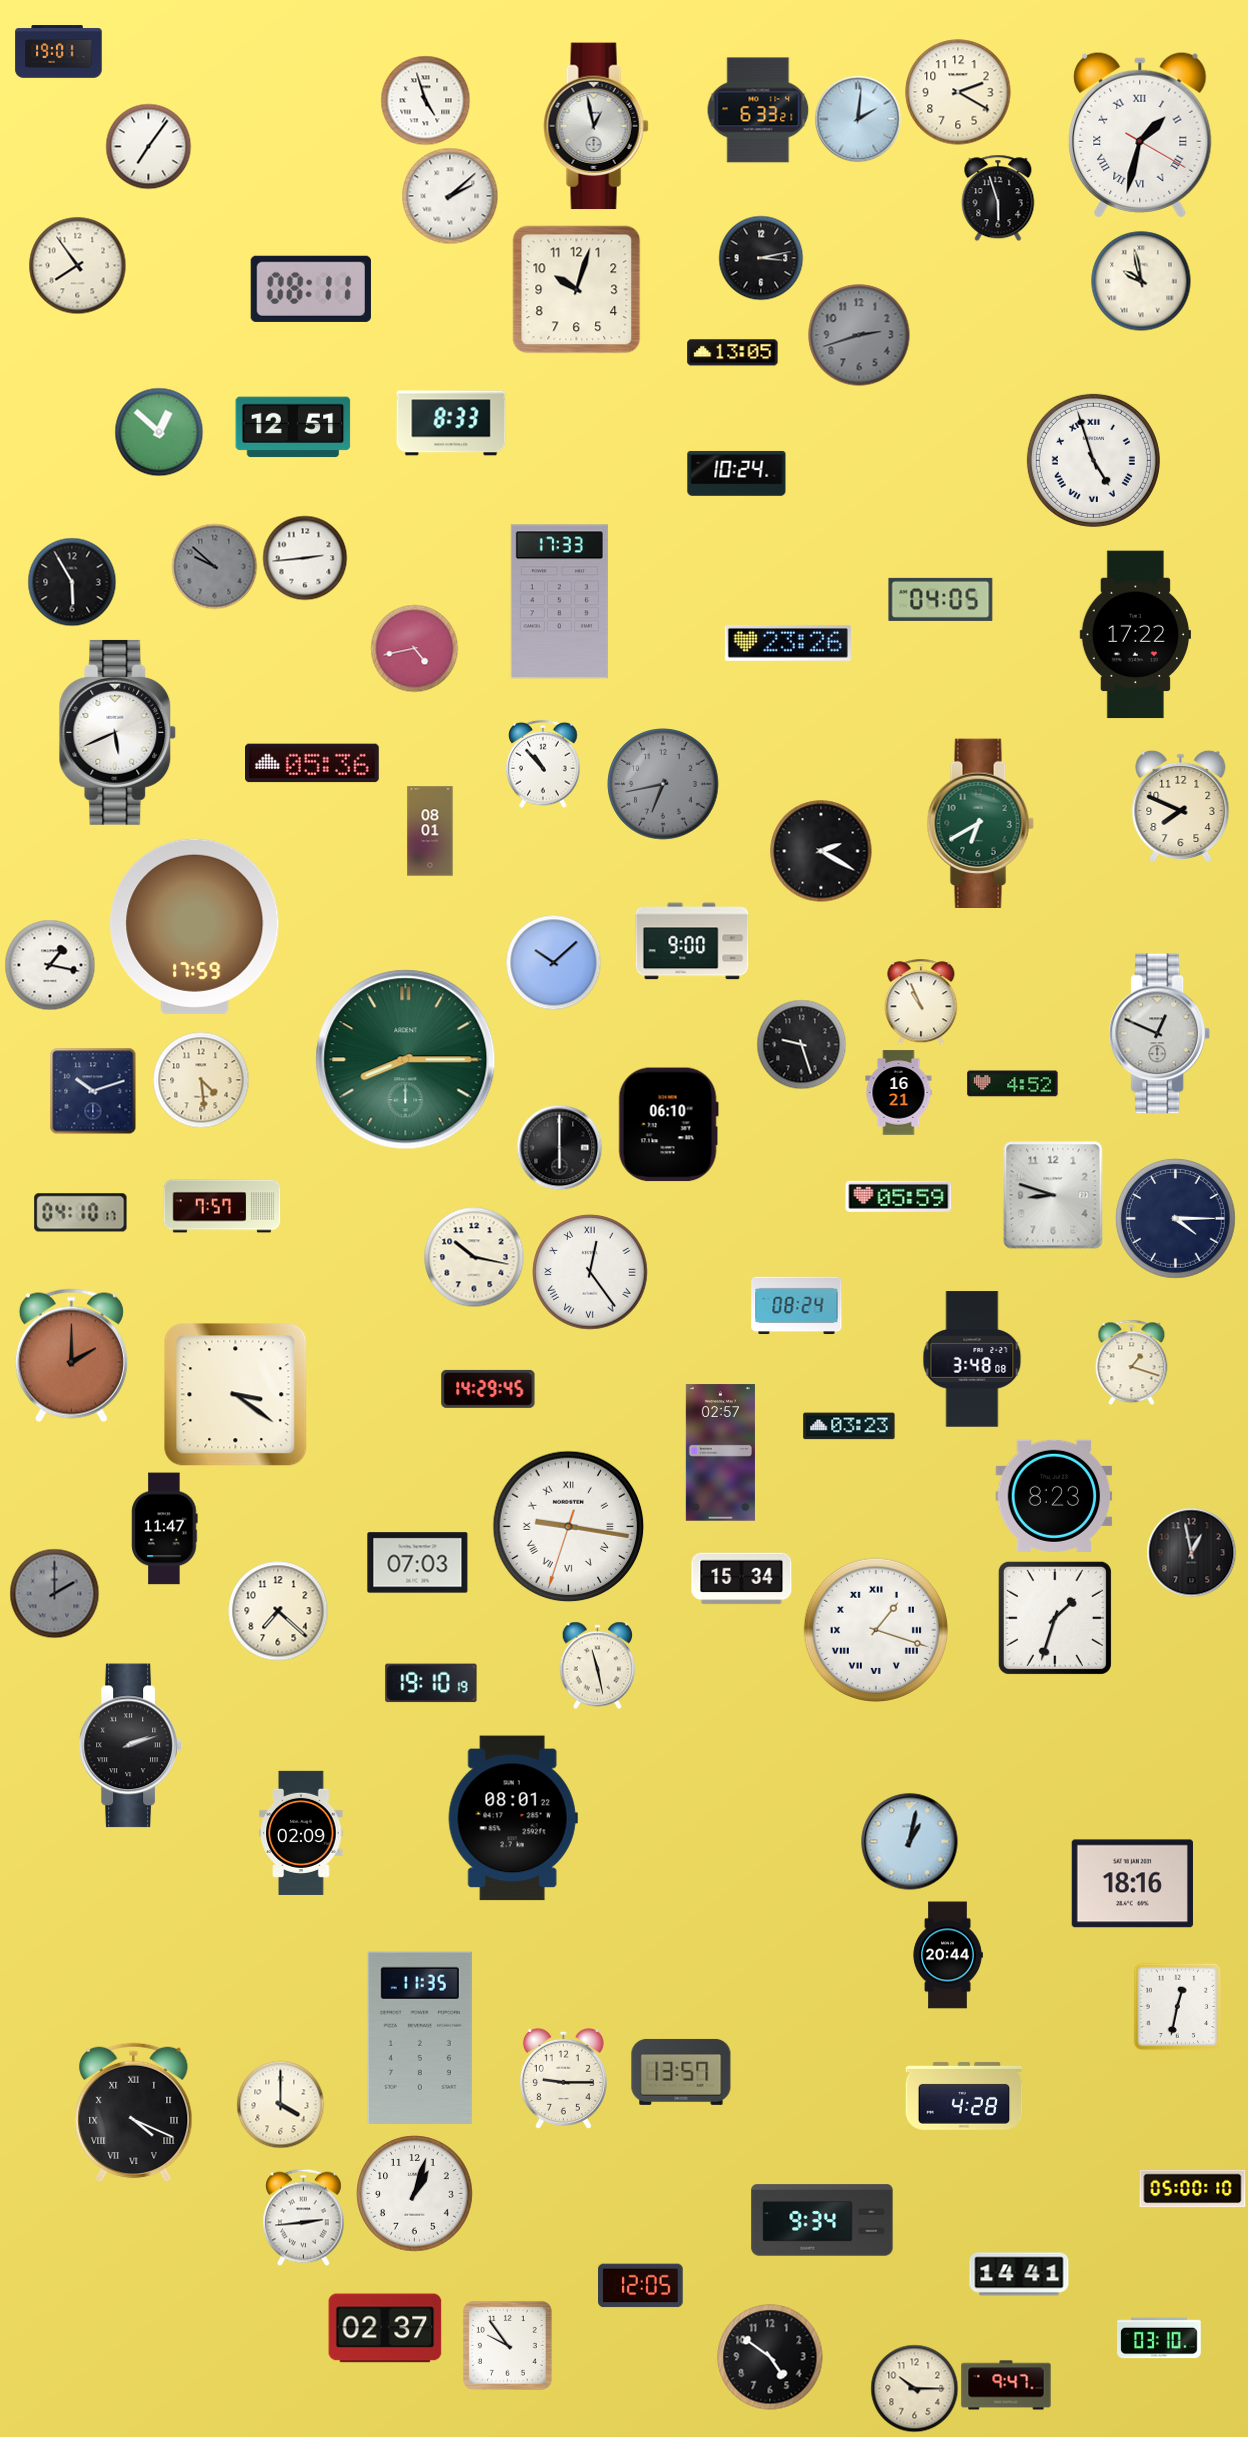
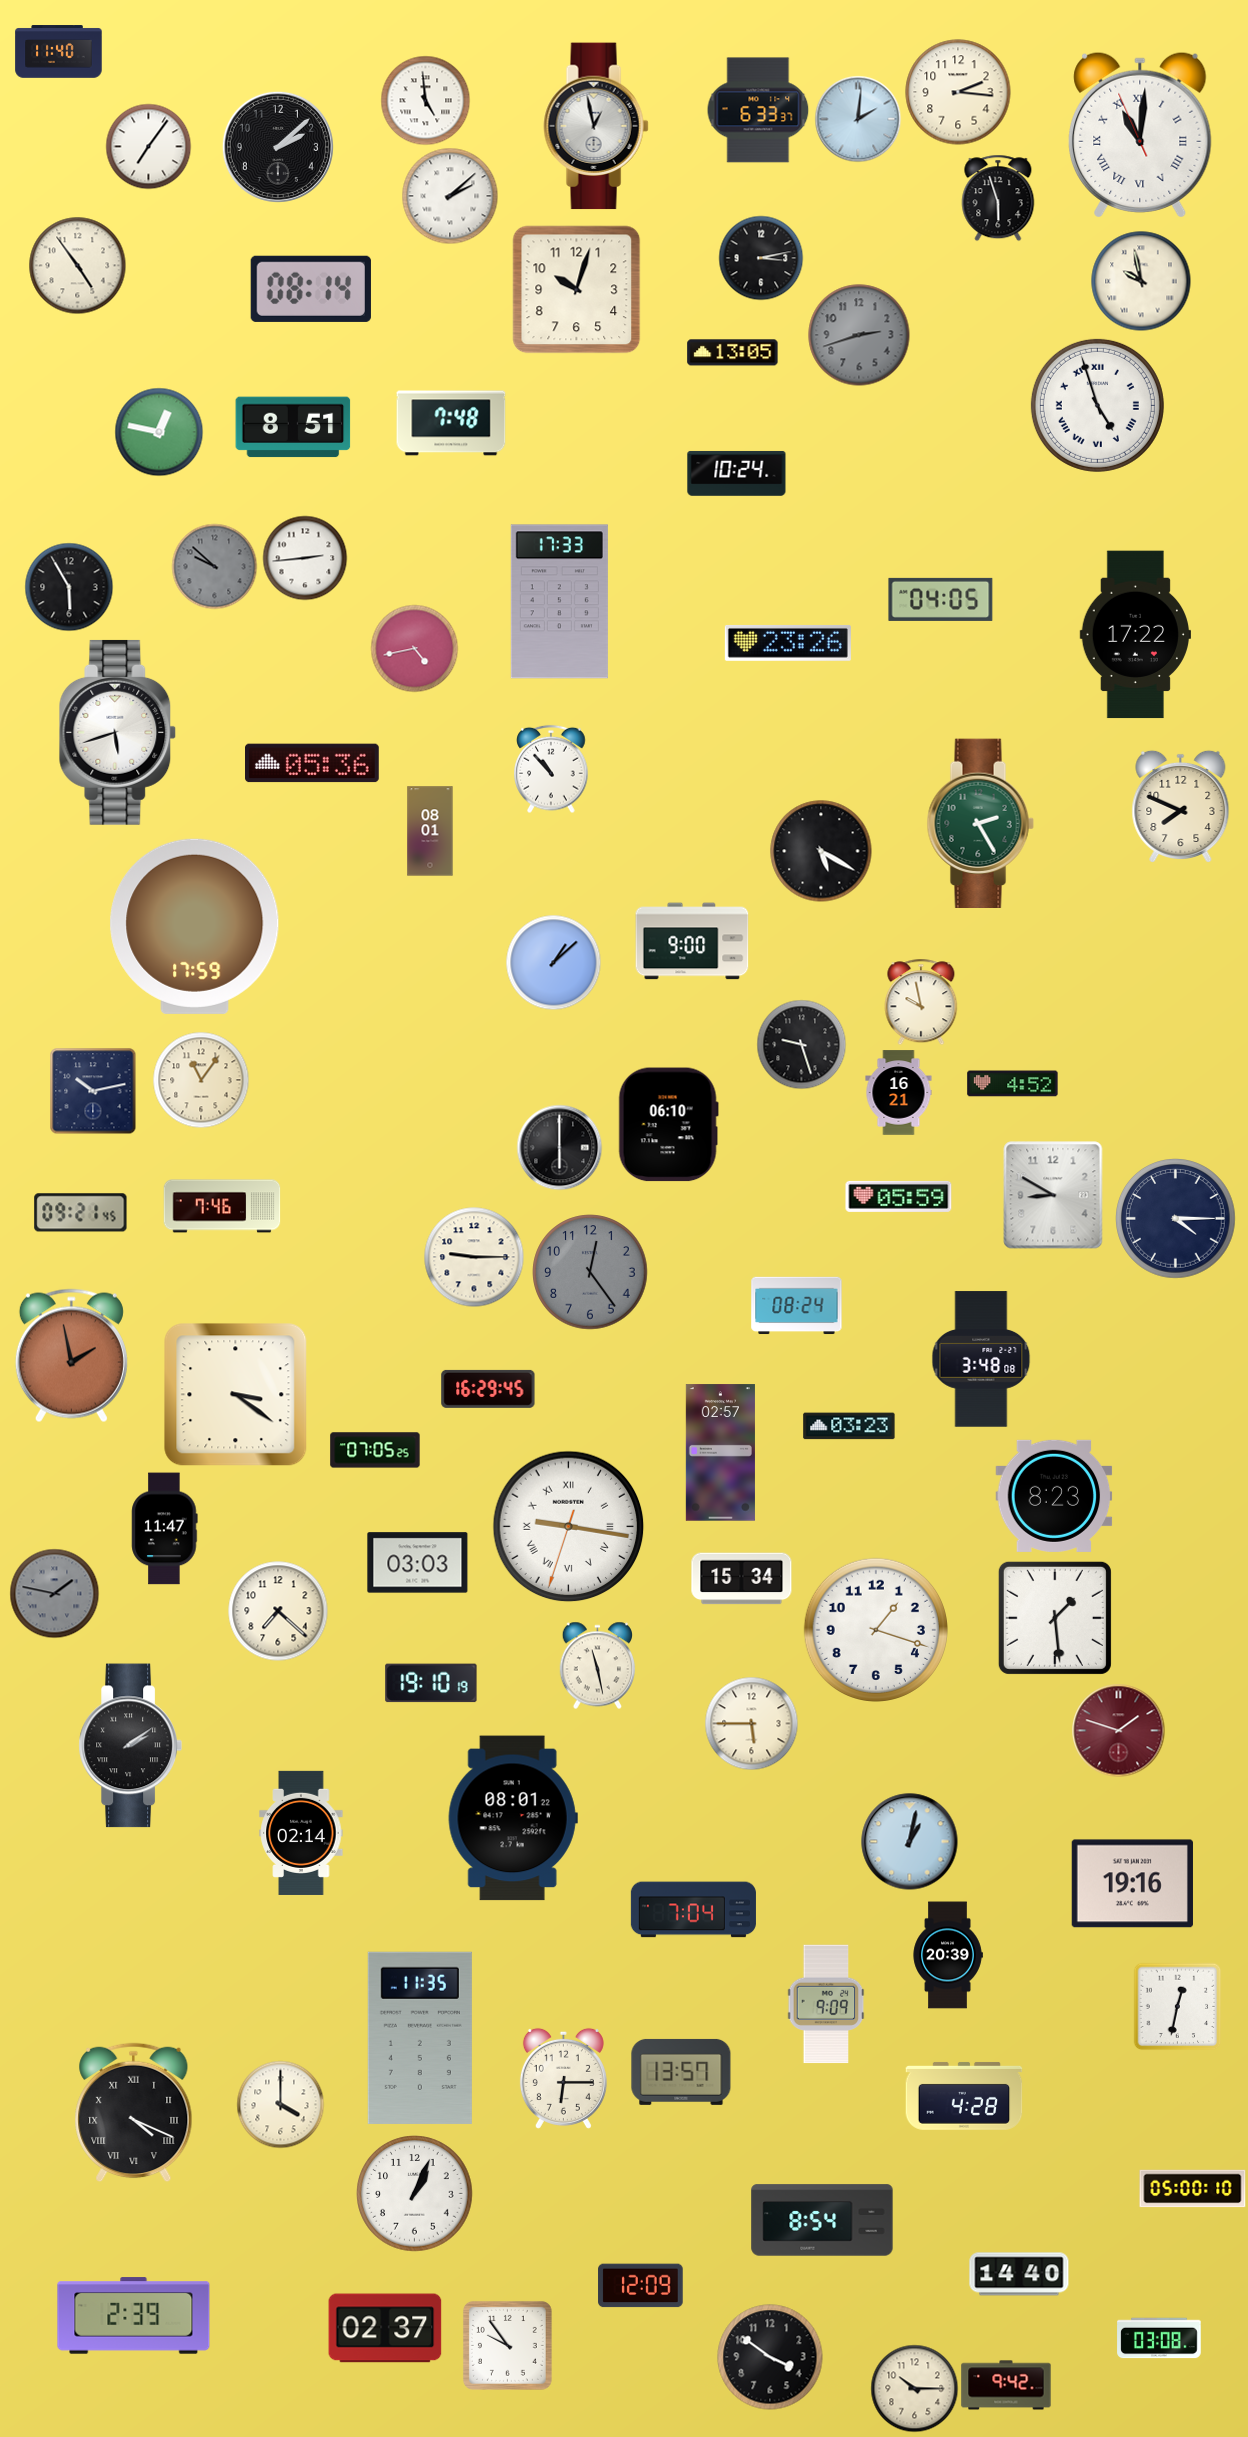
clock at (59, 52): 19:01 -> 11:40
clock at (958, 92): 2:20 -> 2:16
clock at (425, 100): 4:57 -> 4:59
clock at (758, 110): 6:33:21 -> 6:33:37
clock at (1140, 135): 1:32 -> 11:00
clock at (278, 147): none -> 2:08
clock at (77, 265): 7:54 -> 4:54
clock at (311, 289): 08:11 -> 08:14
clock at (451, 423): 8:33 -> 7:48
clock at (293, 427): 12:51 -> 8:51
clock at (159, 432): 12:52 -> 12:47
clock at (1093, 460) position: (1093, 460) -> (1097, 405)
clock at (72, 582) position: (72, 582) -> (69, 587)
clock at (118, 732): 5:41 -> 5:42
clock at (543, 764) position: (543, 764) -> (551, 769)
clock at (663, 784): 6:43 -> none
clock at (980, 823): 6:40 -> 2:25
clock at (821, 851): 2:20 -> 5:20
clock at (553, 962): 10:08 -> 1:08
clock at (50, 965): 1:17 -> none
clock at (921, 1002): 10:56 -> 9:58
clock at (1160, 1034): 12:49 -> none
clock at (406, 1060): 8:15 -> none
clock at (201, 1080): 4:29 -> 11:06
clock at (93, 1091): 10:12 -> 10:13
clock at (1053, 1195): 8:48 -> 8:50
clock at (222, 1206): 7:57 -> 7:46
clock at (81, 1213): 04:10 -> 09:21
clock at (474, 1257): 10:17 -> 9:15
clock at (590, 1272) dial: white -> grey
clock at (590, 1272) numerals: Roman -> Arabic
clock at (71, 1356): 2:00 -> 1:58
clock at (972, 1359) position: (972, 1359) -> (981, 1359)
clock at (1132, 1362): 1:18 -> none
clock at (488, 1389): 14:29 -> 16:29
clock at (375, 1450): none -> 07:05
clock at (1191, 1552): 12:58 -> none
clock at (418, 1563): 07:03 -> 03:03
clock at (54, 1593): 2:00 -> 1:47
clock at (1055, 1618): 1:33 -> 1:29
clock at (875, 1629) numerals: Roman -> Arabic
clock at (751, 1723): none -> 5:45
clock at (1118, 1730): none -> 1:48
clock at (130, 1746): 2:12 -> 2:09
clock at (301, 1833): 02:09 -> 02:14
clock at (1132, 1884): 18:16 -> 19:16
clock at (693, 1910): none -> 7:04
clock at (948, 1955): 20:44 -> 20:39
clock at (826, 2004): none -> 9:09
clock at (563, 2078): 9:15 -> 6:15
clock at (415, 2194): 1:03 -> 1:04
clock at (304, 2217): 2:44 -> none
clock at (822, 2220): 9:34 -> 8:54
clock at (1019, 2274): 14:41 -> 14:40
clock at (641, 2286): 12:05 -> 12:09
clock at (134, 2316): none -> 2:39
clock at (1159, 2338): 03:10 -> 03:08
clock at (770, 2357): 4:51 -> 3:51
clock at (1006, 2385): 9:47 -> 9:42
